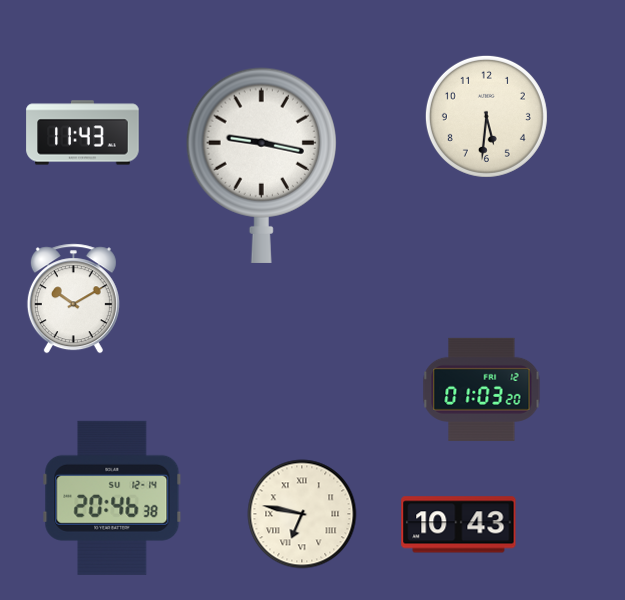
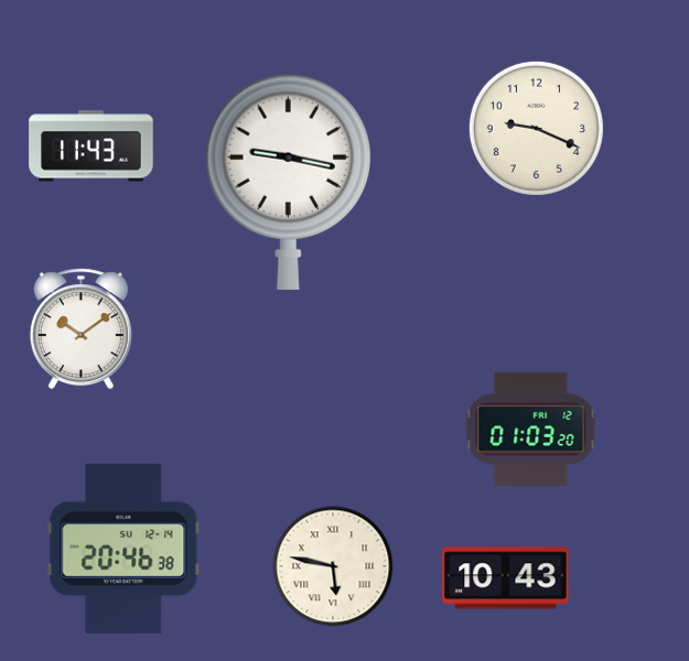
clock at (486, 116): 5:31 -> 9:19
clock at (73, 299): 10:10 -> 10:09
clock at (302, 514): 6:47 -> 5:47
